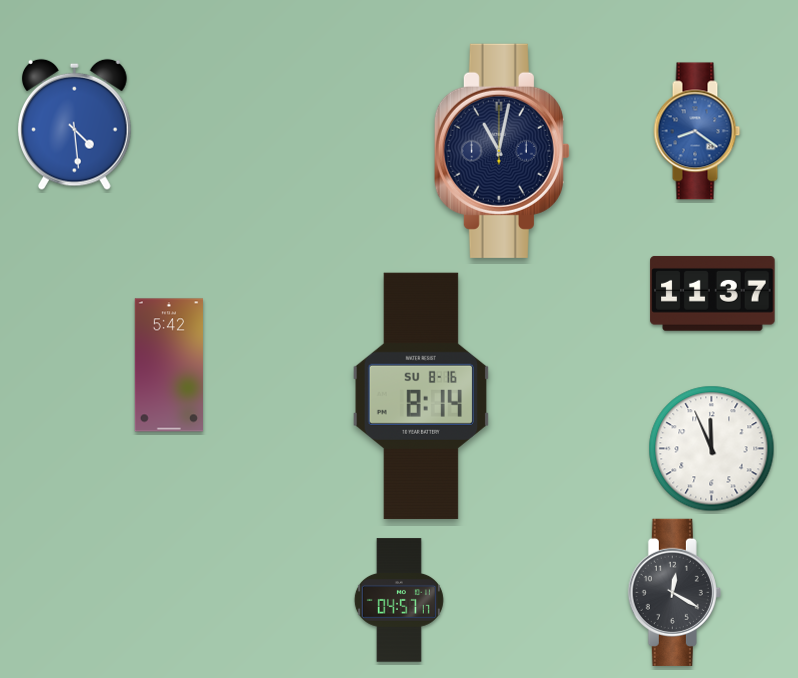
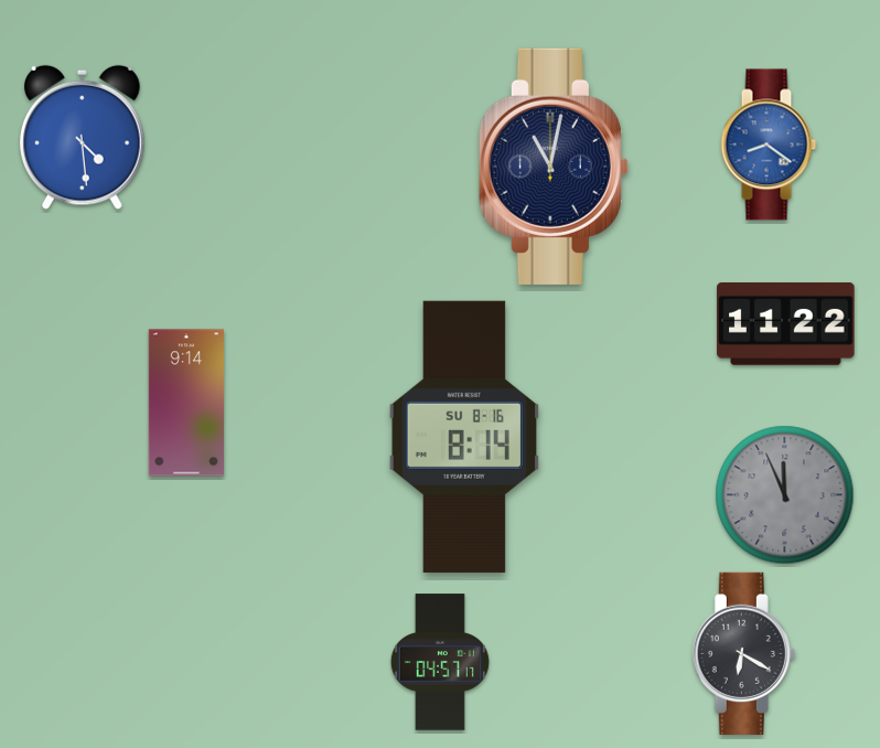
clock at (713, 293): 11:37 -> 11:22
clock at (168, 365): 5:42 -> 9:14
clock at (712, 449) dial: white -> grey
clock at (674, 592): 12:20 -> 6:20
